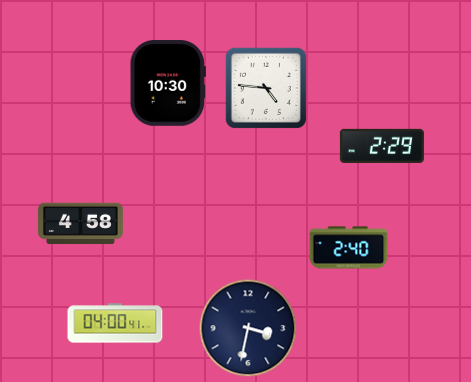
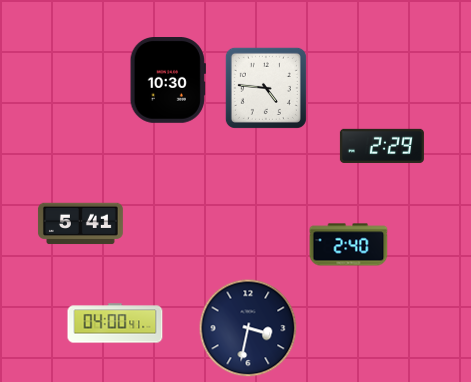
clock at (168, 84) position: (168, 84) -> (168, 81)
clock at (80, 224): 4:58 -> 5:41
clock at (349, 248) position: (349, 248) -> (349, 245)
